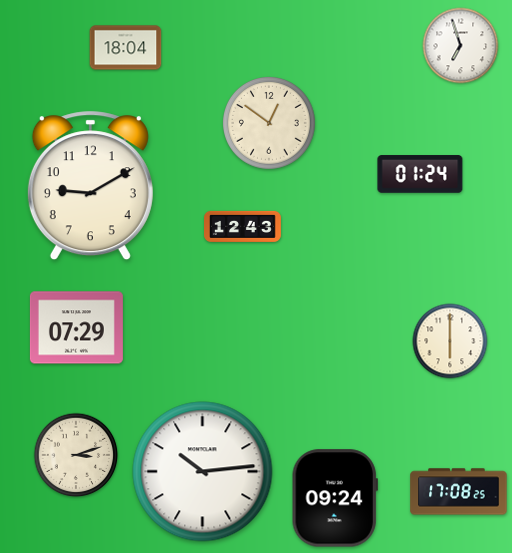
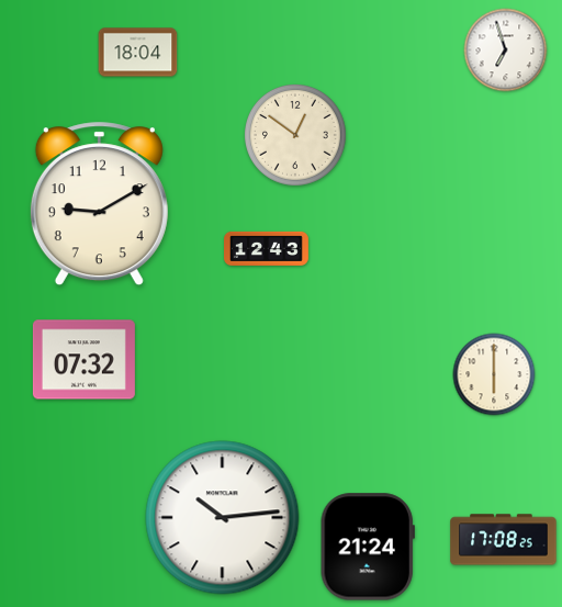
clock at (420, 174): 01:24 -> none
clock at (76, 328): 07:29 -> 07:32
clock at (76, 455): 3:12 -> none
clock at (335, 498): 09:24 -> 21:24
